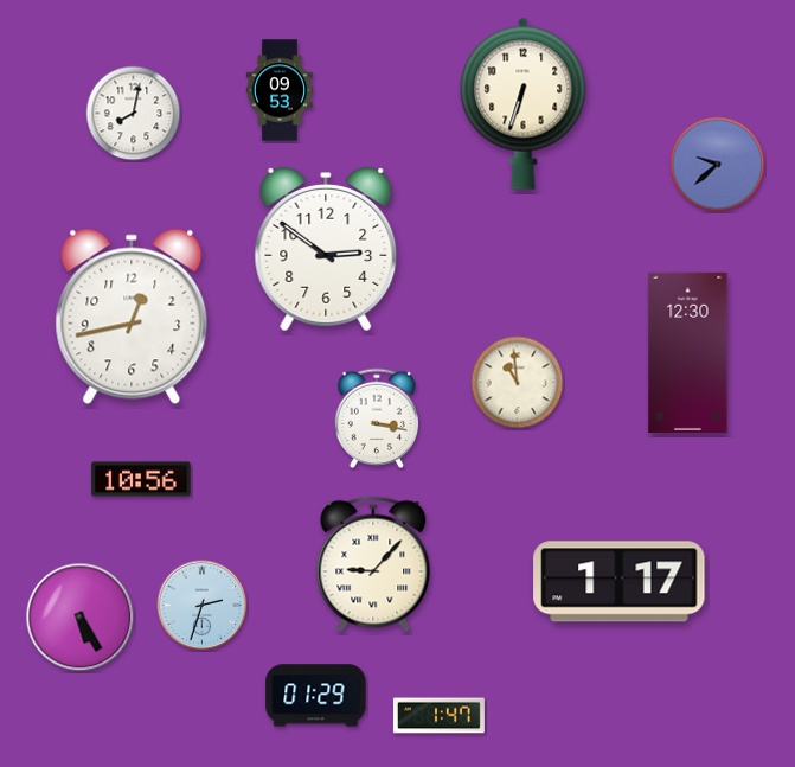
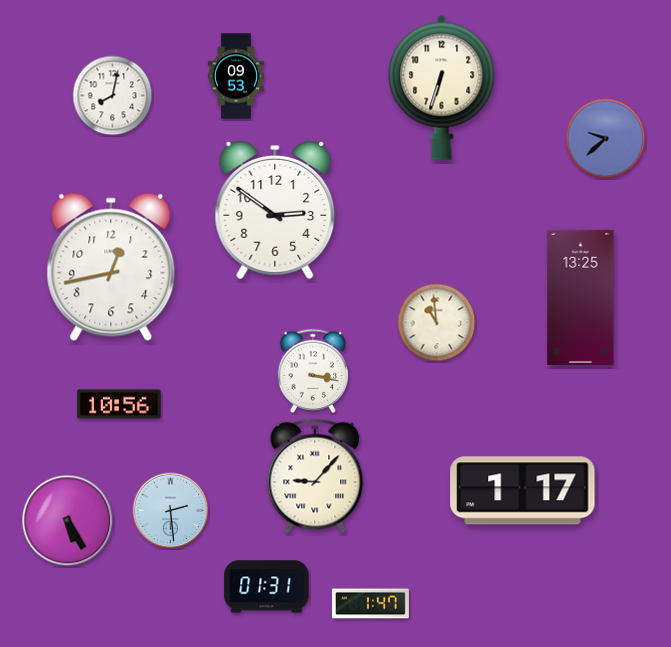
clock at (688, 352): 12:30 -> 13:25
clock at (377, 418) position: (377, 418) -> (313, 371)
clock at (203, 606): 2:33 -> 2:29
clock at (316, 696): 01:29 -> 01:31
